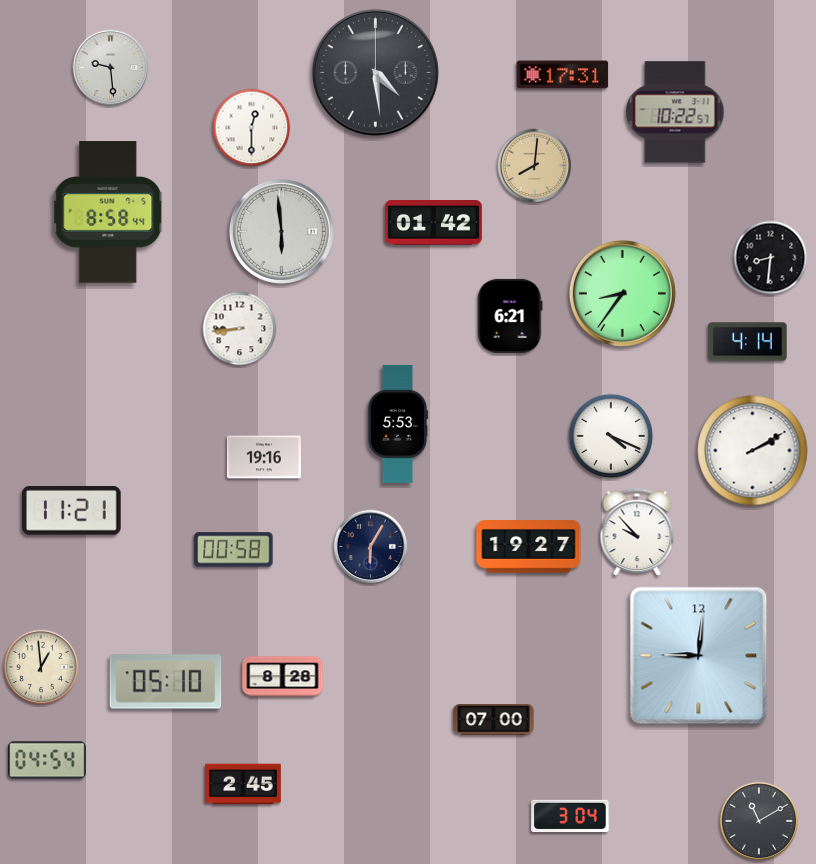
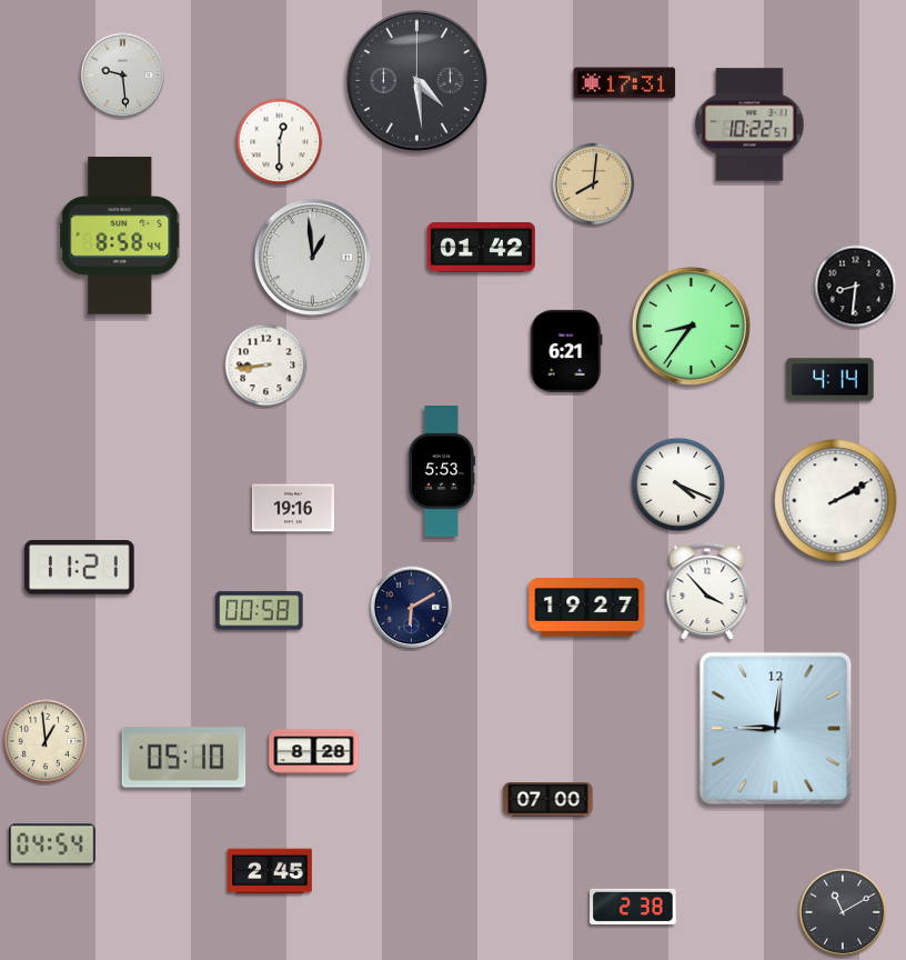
clock at (281, 231): 5:59 -> 12:59
clock at (637, 533): 9:53 -> 3:53
clock at (371, 547): 6:05 -> 6:10
clock at (570, 815): 3:04 -> 2:38
